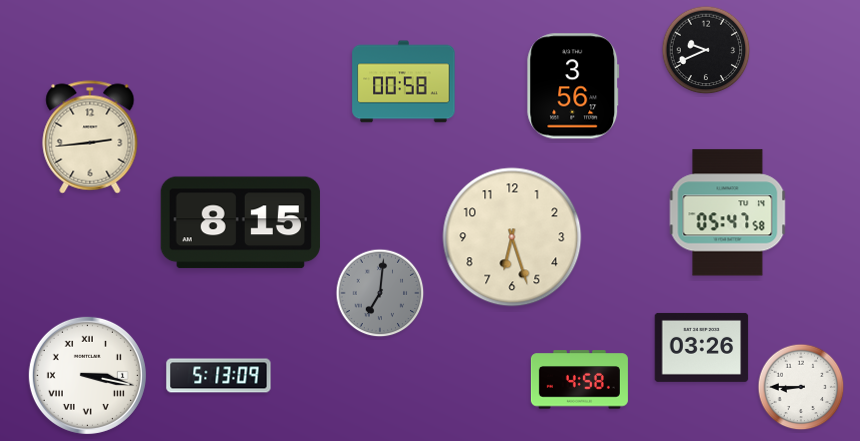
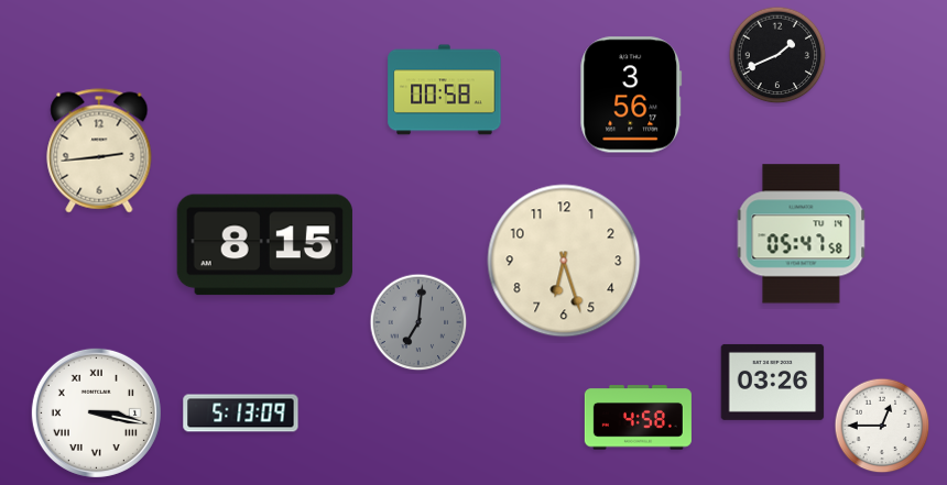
clock at (706, 50): 9:41 -> 1:41
clock at (801, 387): 8:45 -> 12:45
